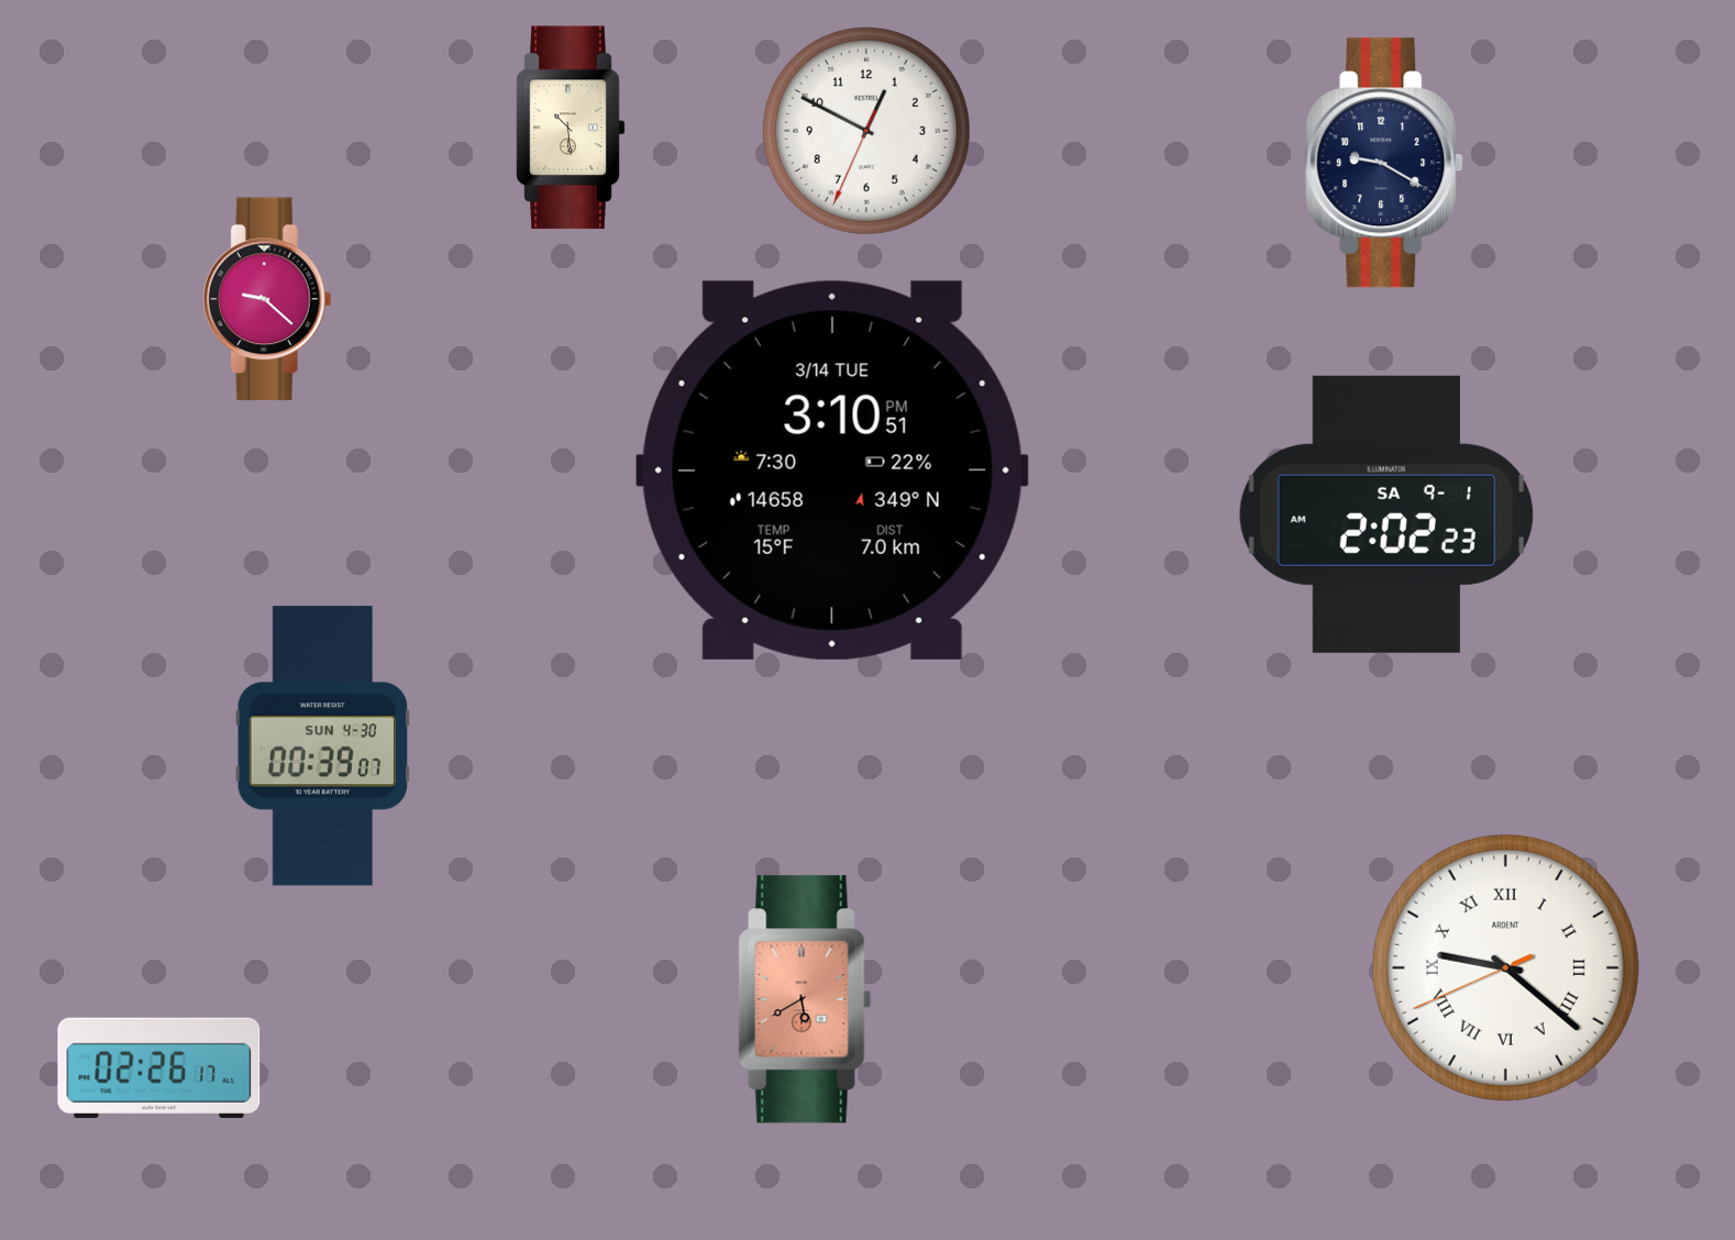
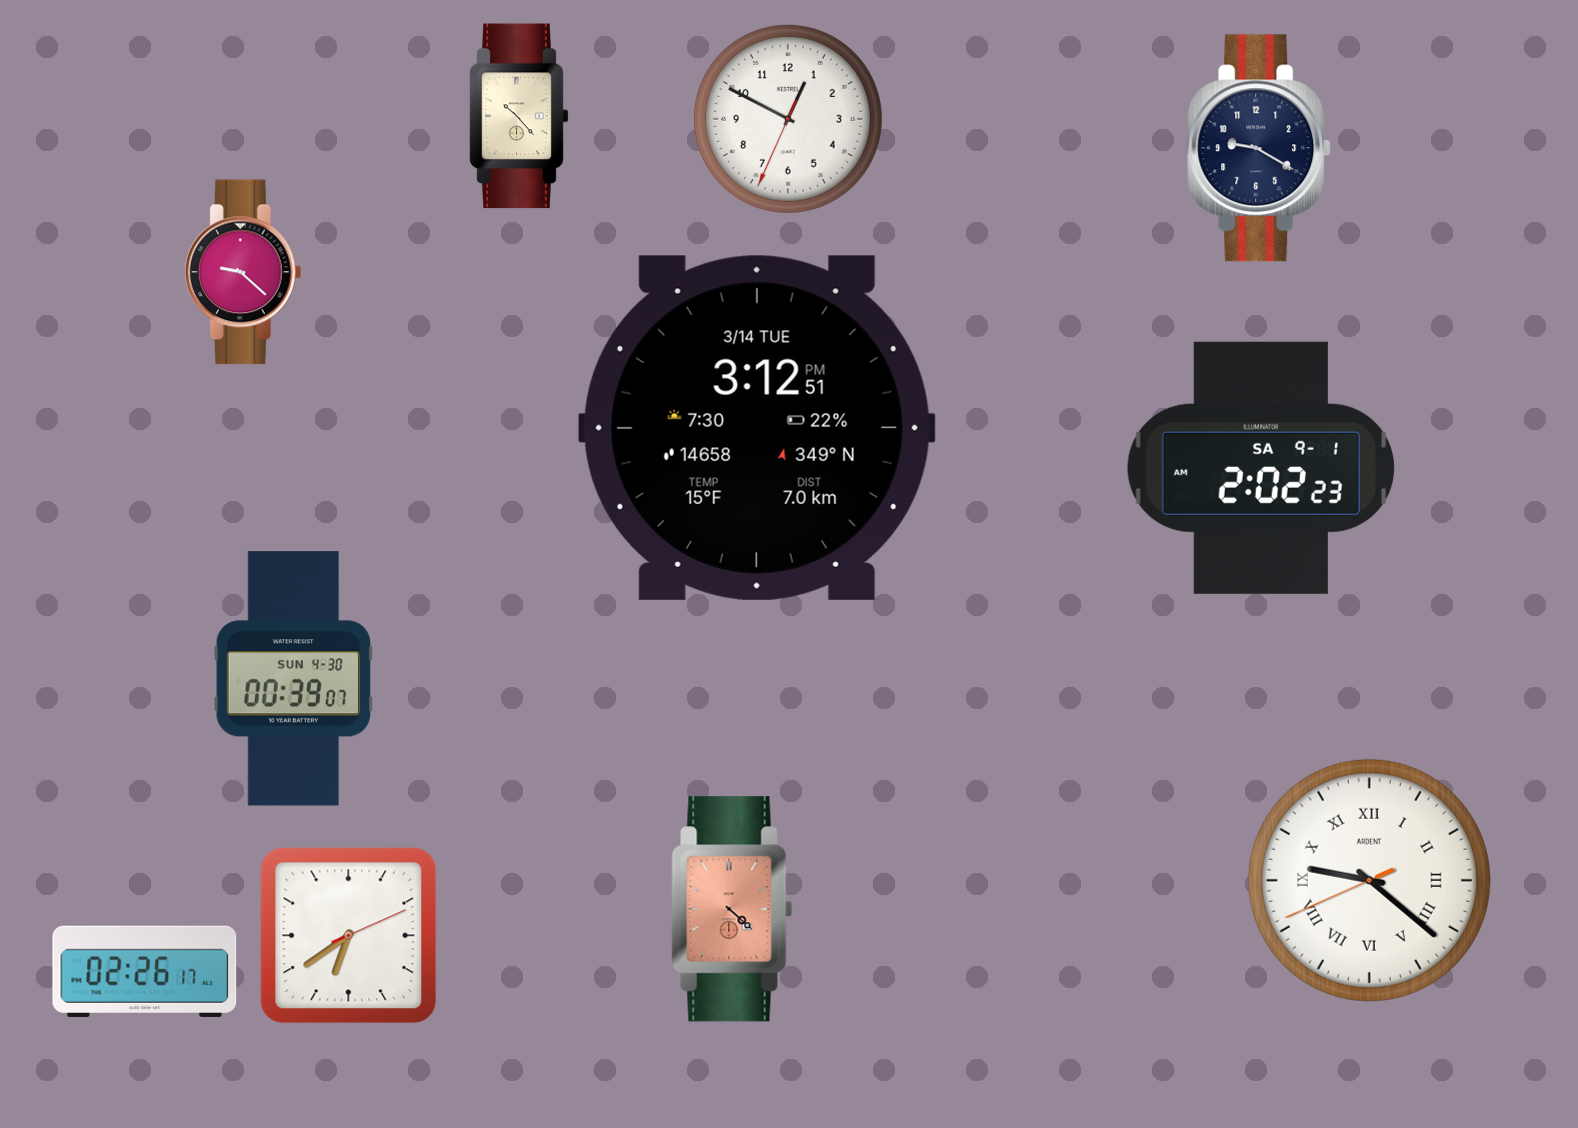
clock at (571, 128): 10:29 -> 10:23
clock at (832, 470): 3:10 -> 3:12
clock at (805, 999): 5:40 -> 4:22
clock at (349, 936): none -> 6:39
